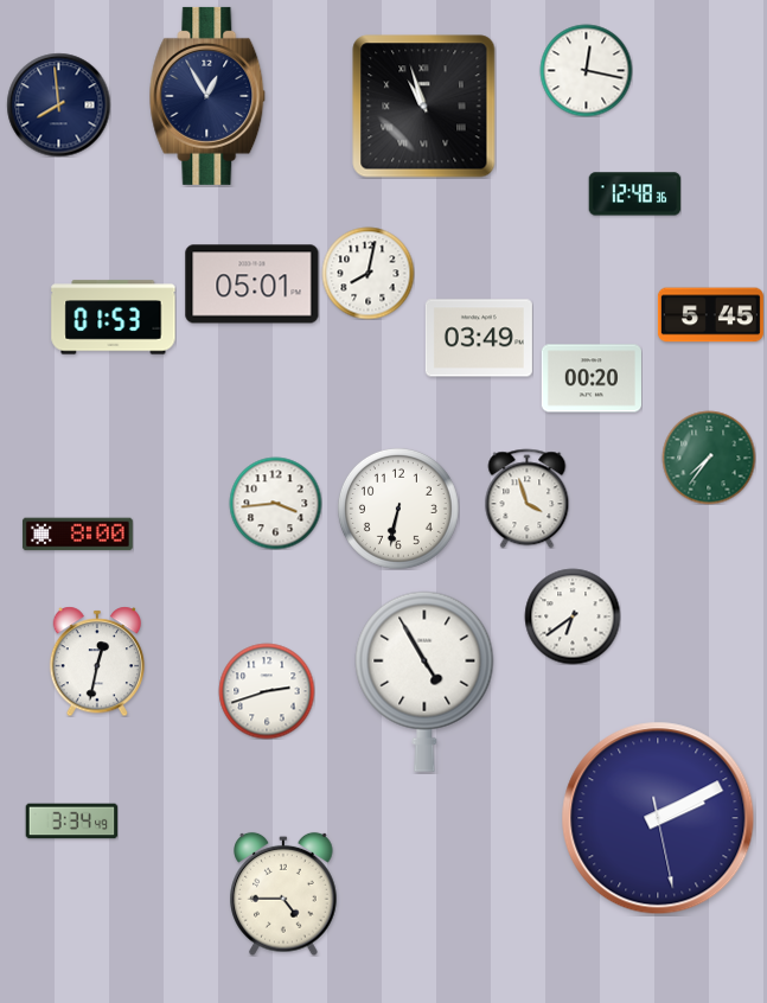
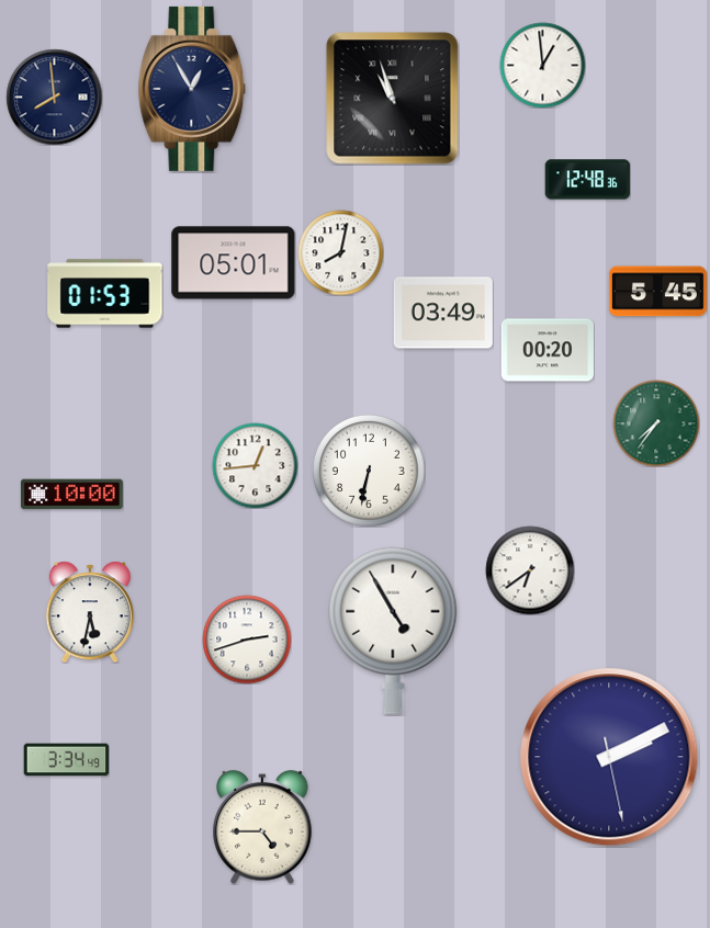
clock at (586, 70): 12:17 -> 12:59
clock at (528, 498): 3:57 -> none
clock at (275, 503): 3:44 -> 12:44
clock at (77, 535): 8:00 -> 10:00
clock at (96, 662): 12:32 -> 5:32
